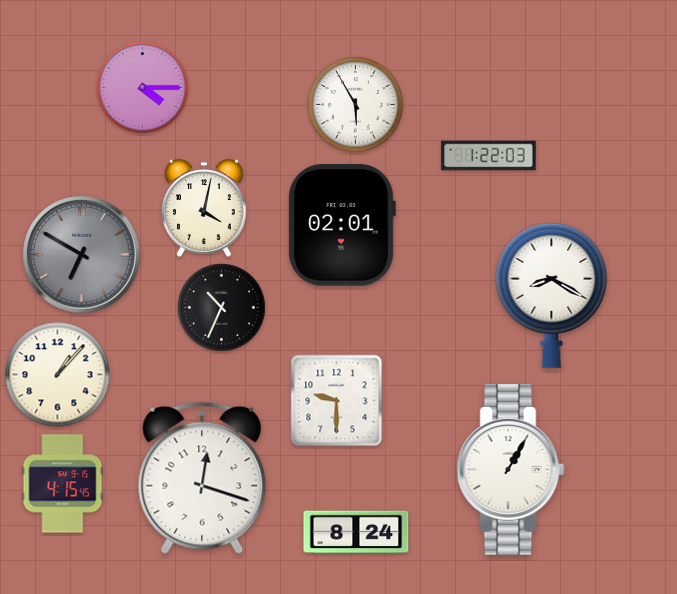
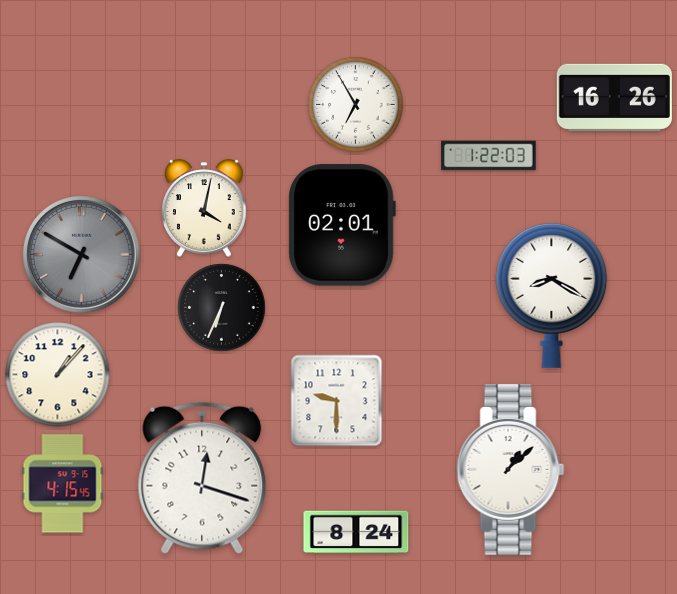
clock at (143, 88): 4:15 -> none
clock at (614, 97): none -> 16:26
clock at (356, 105): 5:55 -> 6:55
clock at (222, 308): 10:34 -> 6:34
clock at (511, 469): 1:05 -> 1:08
